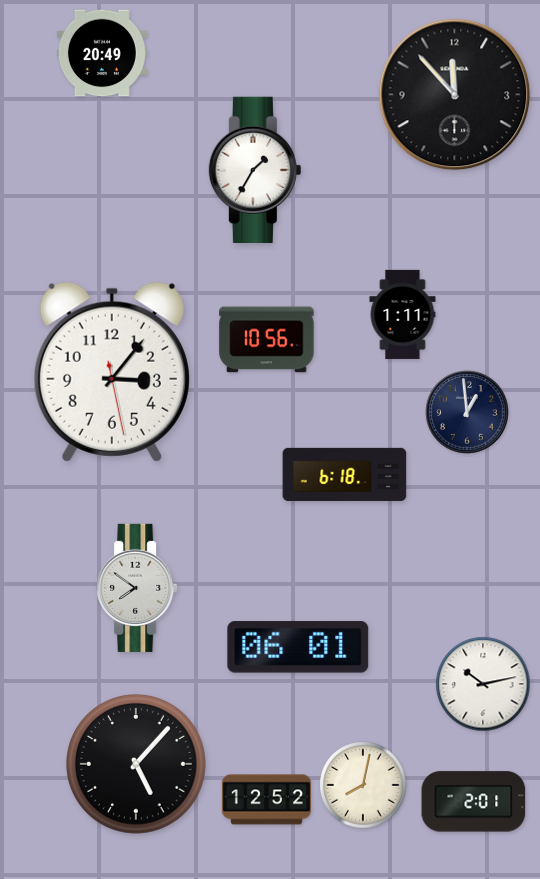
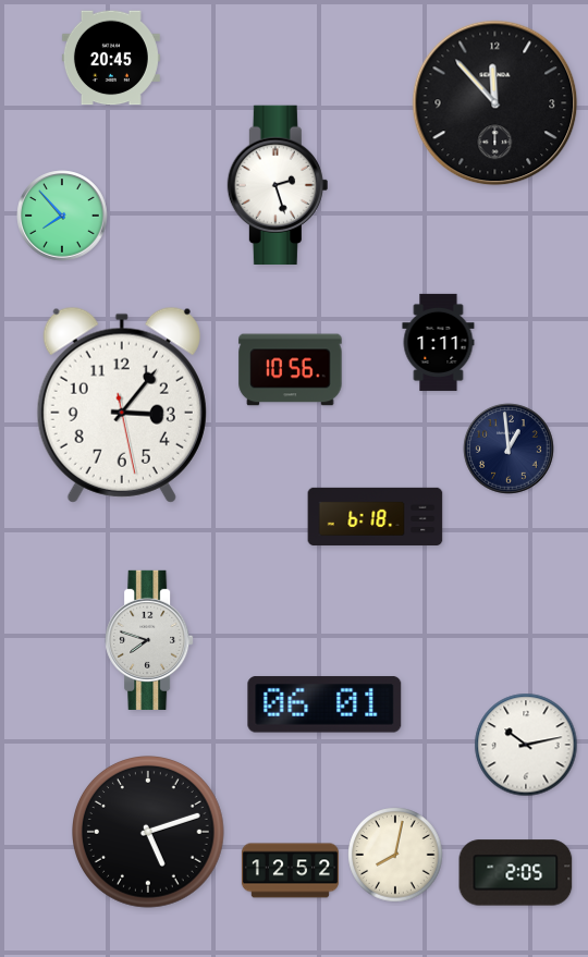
clock at (102, 53): 20:49 -> 20:45
clock at (255, 169): 1:35 -> 2:27
clock at (62, 216): none -> 7:53
clock at (137, 588): 7:51 -> 7:48
clock at (137, 765): 5:07 -> 5:12
clock at (474, 802): 2:01 -> 2:05
